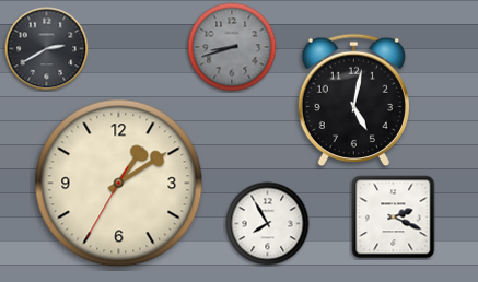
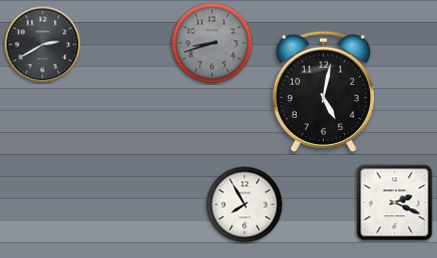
clock at (119, 184): 1:09 -> none
clock at (394, 218) position: (394, 218) -> (395, 203)
